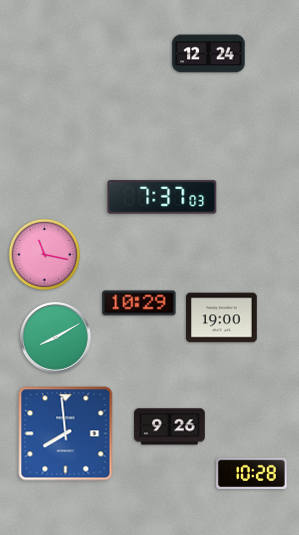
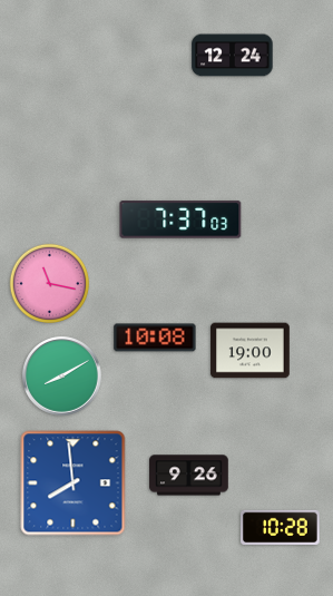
clock at (209, 54) position: (209, 54) -> (233, 56)
clock at (139, 303): 10:29 -> 10:08
clock at (222, 318) position: (222, 318) -> (251, 351)
